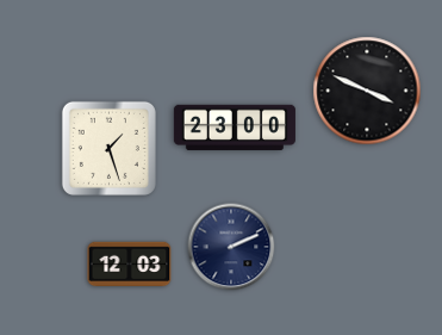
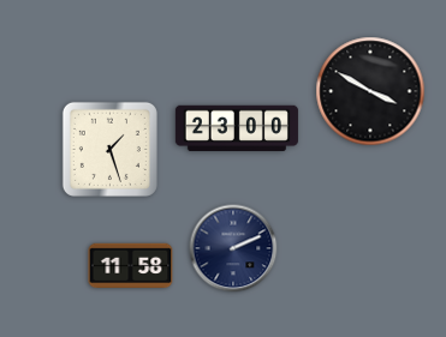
clock at (367, 91): 3:49 -> 3:50
clock at (130, 265): 12:03 -> 11:58
